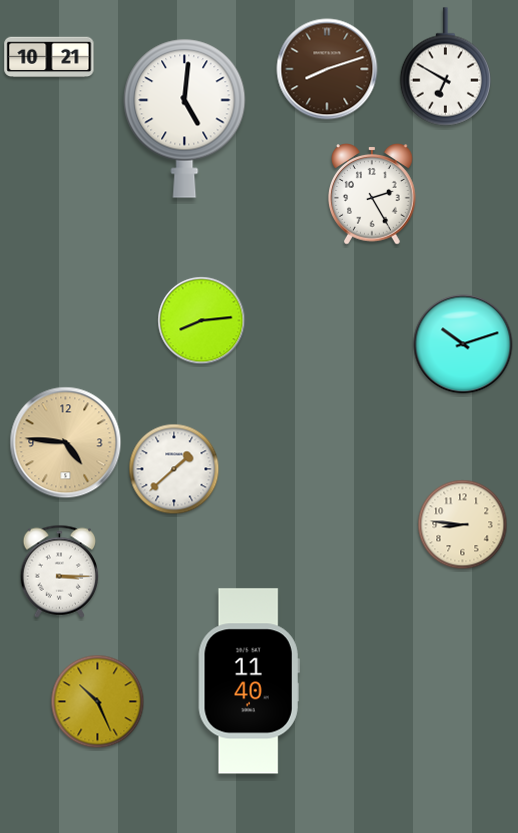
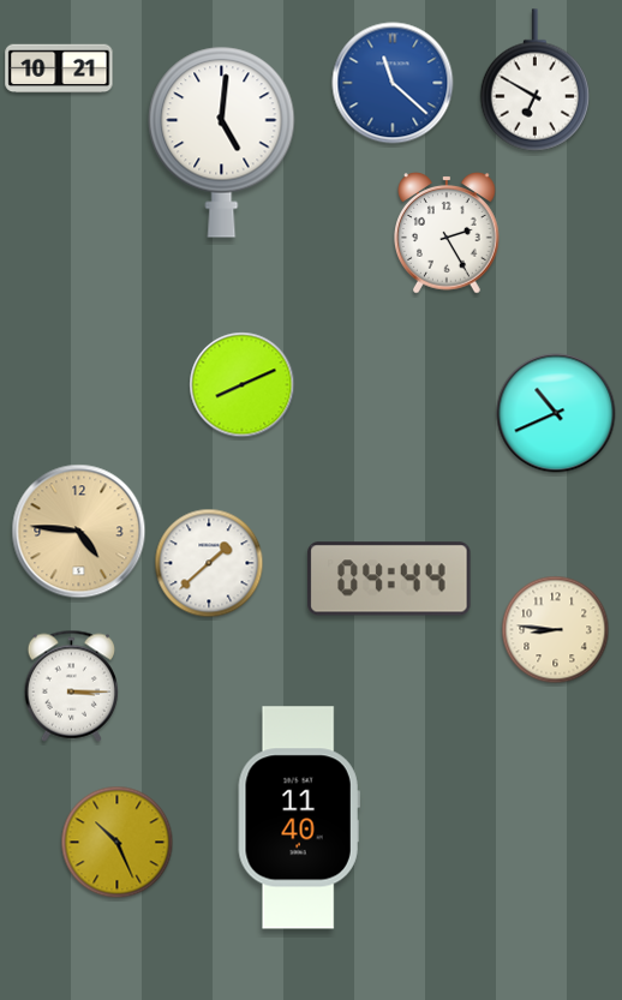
clock at (327, 69): 8:12 -> 11:22
clock at (327, 69) dial: brown -> blue
clock at (202, 321): 8:14 -> 8:11
clock at (463, 344): 10:12 -> 10:41
clock at (389, 579): none -> 04:44
